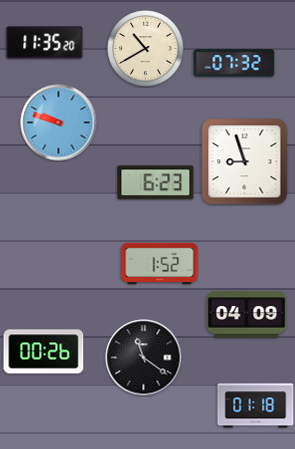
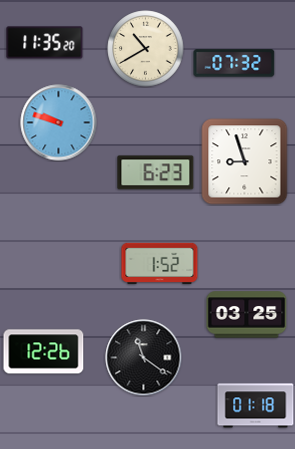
clock at (156, 183) position: (156, 183) -> (156, 173)
clock at (247, 315): 04:09 -> 03:25
clock at (44, 352): 00:26 -> 12:26
